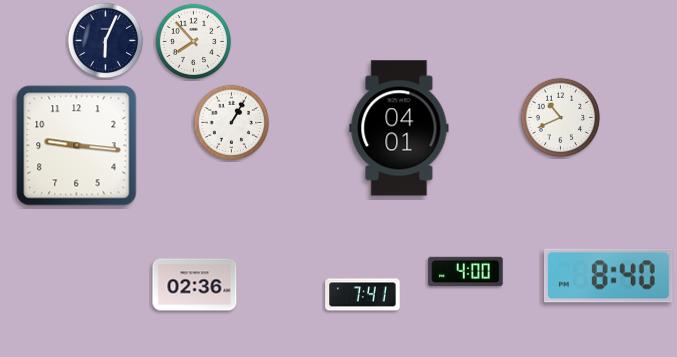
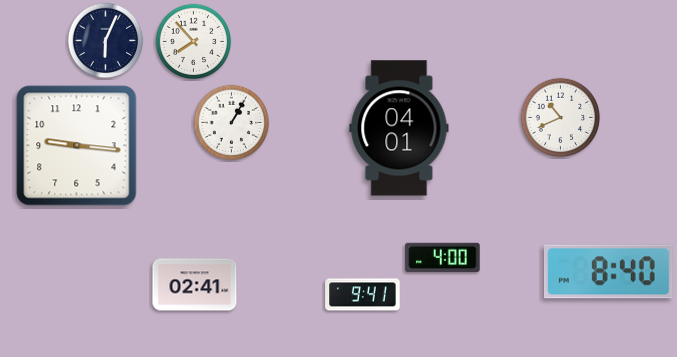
clock at (466, 272) position: (466, 272) -> (443, 258)
clock at (609, 276) position: (609, 276) -> (609, 272)
clock at (195, 285): 02:36 -> 02:41
clock at (363, 295): 7:41 -> 9:41
